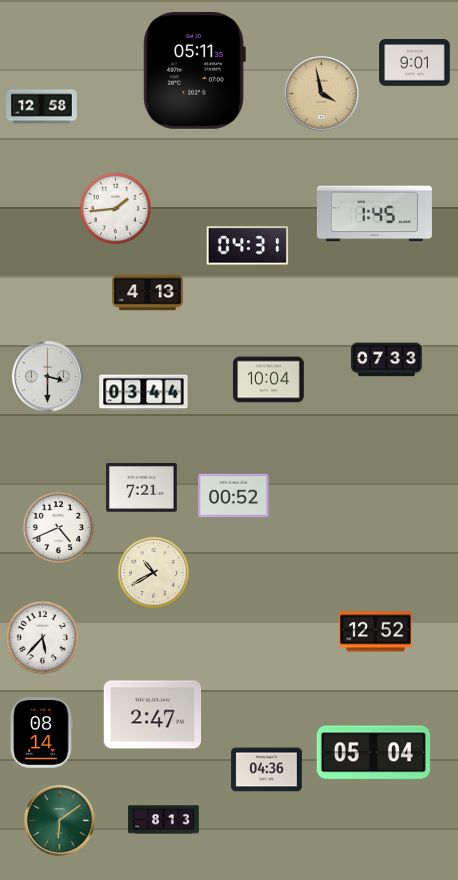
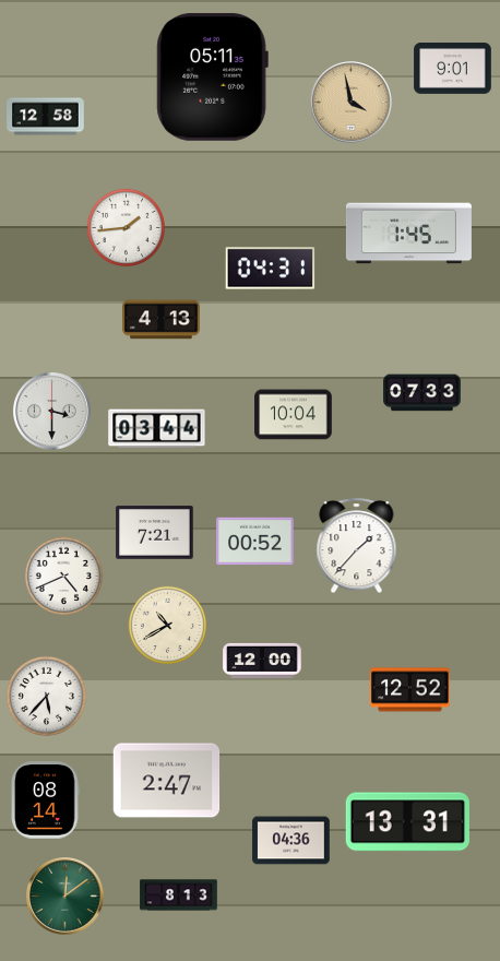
clock at (357, 546): none -> 1:37
clock at (262, 661): none -> 12:00
clock at (373, 753): 05:04 -> 13:31
clock at (60, 821): 6:09 -> 12:09
